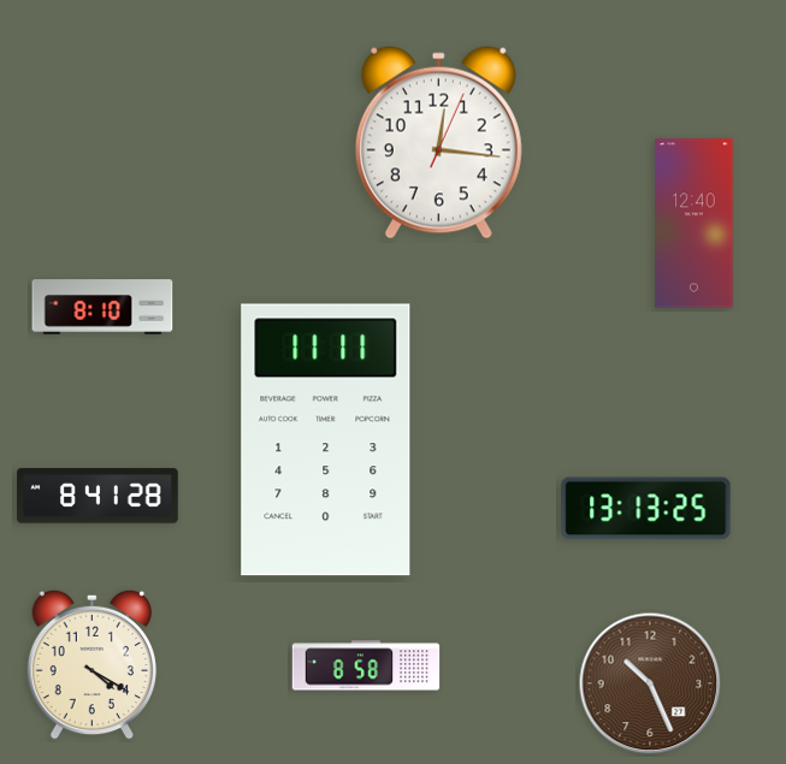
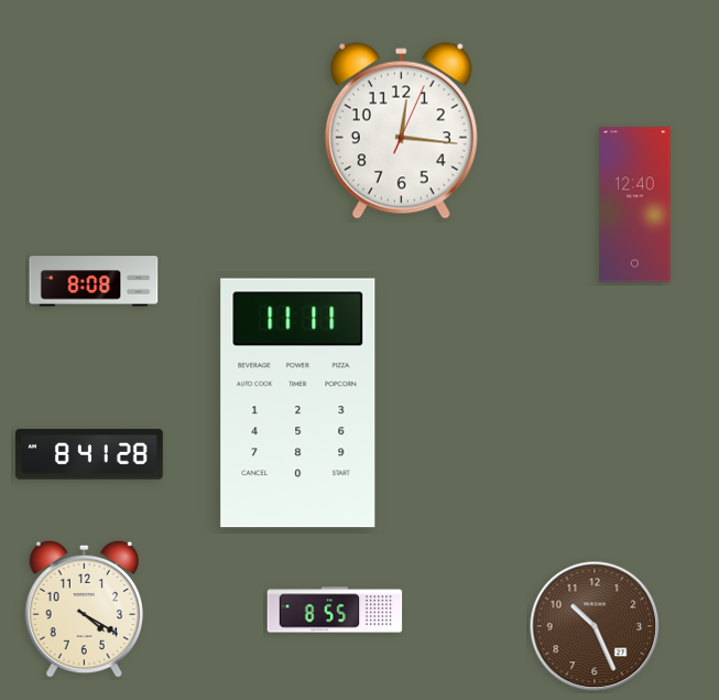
clock at (102, 307): 8:10 -> 8:08
clock at (646, 509): 13:13 -> none
clock at (366, 665): 8:58 -> 8:55
